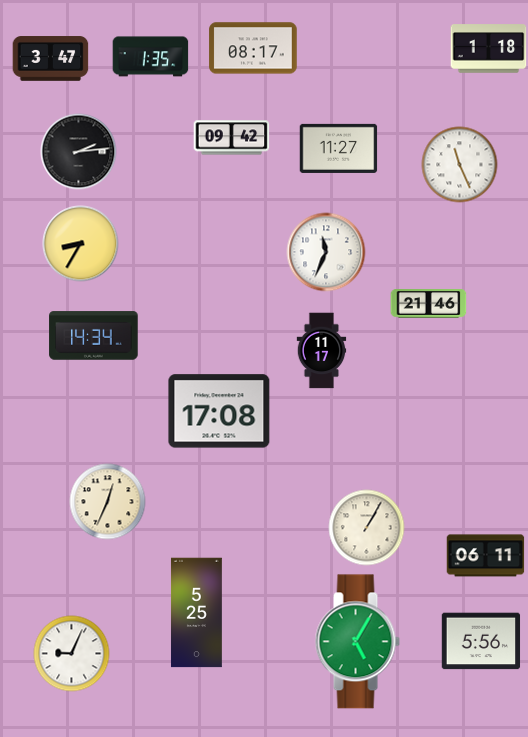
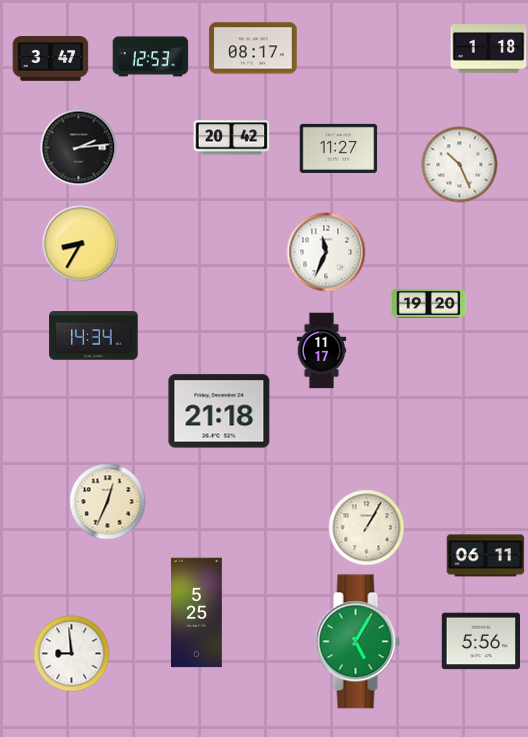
clock at (151, 57): 1:35 -> 12:53
clock at (232, 138): 09:42 -> 20:42
clock at (79, 152) position: (79, 152) -> (79, 148)
clock at (460, 165): 11:26 -> 10:26
clock at (429, 304): 21:46 -> 19:20
clock at (219, 411): 17:08 -> 21:18
clock at (72, 654): 9:04 -> 8:59
